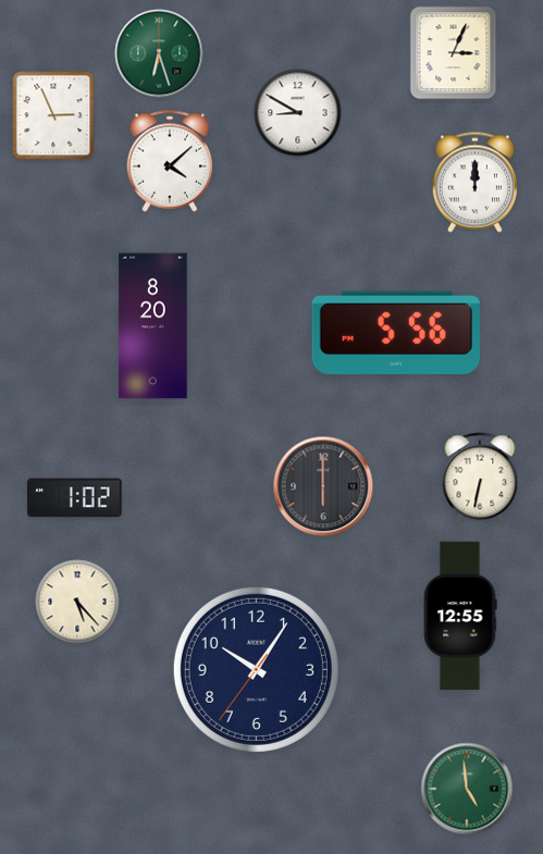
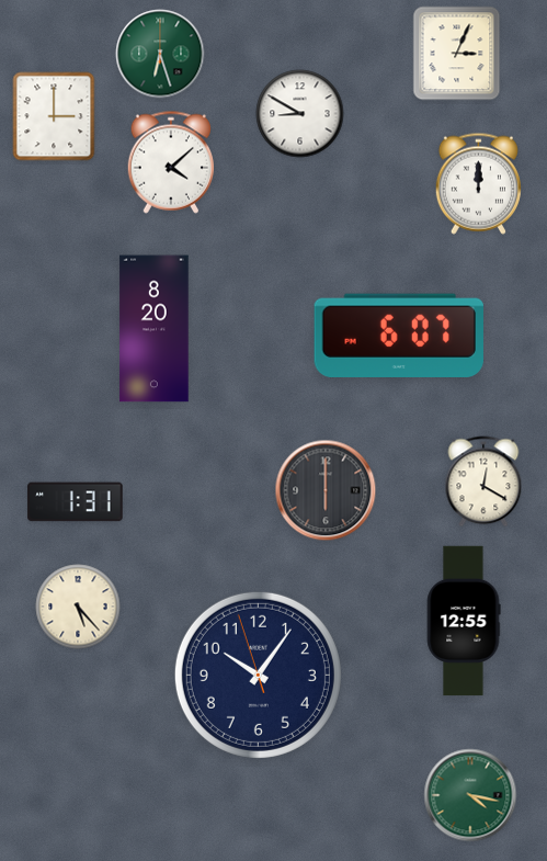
clock at (53, 115): 2:56 -> 3:00
clock at (396, 332): 5:56 -> 6:07
clock at (480, 478): 6:32 -> 12:20
clock at (75, 498): 1:02 -> 1:31
clock at (256, 669): 10:05:36 -> 10:05:57
clock at (467, 789): 4:59 -> 4:17
